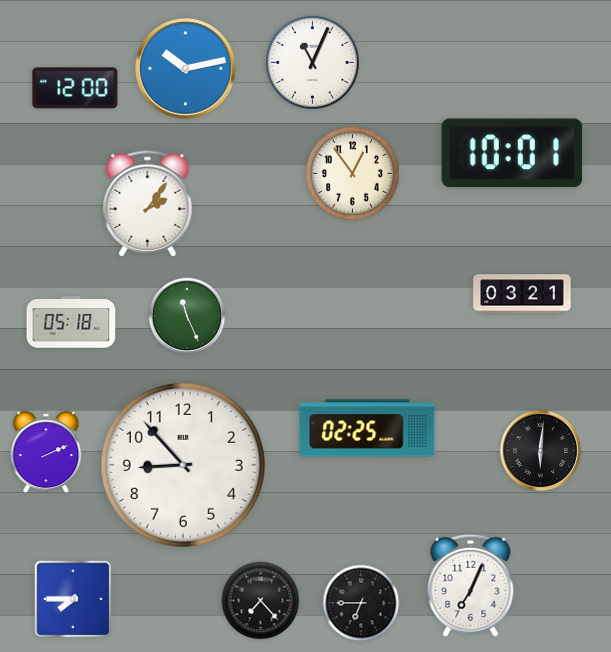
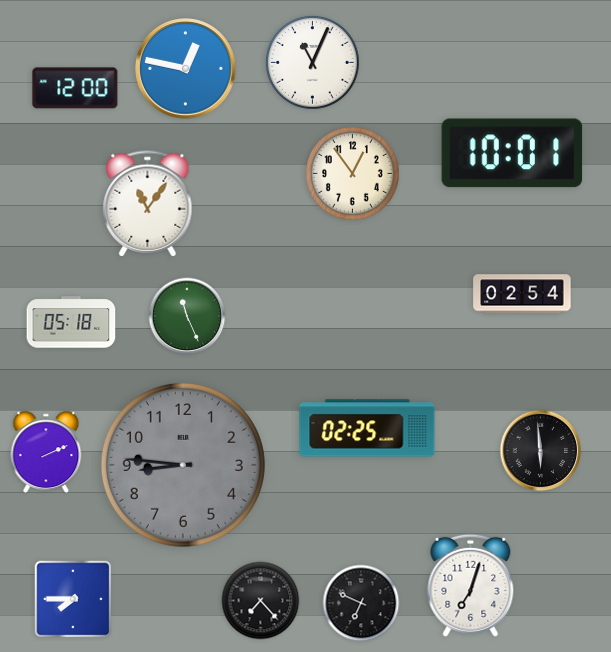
clock at (186, 69): 10:13 -> 12:47
clock at (148, 204): 2:06 -> 11:06
clock at (522, 294): 03:21 -> 02:54
clock at (541, 451): 6:01 -> 5:59
clock at (183, 465): 8:53 -> 8:46
clock at (183, 465) dial: white -> grey
clock at (471, 585): 7:04 -> 7:03
clock at (361, 603): 6:45 -> 6:49
